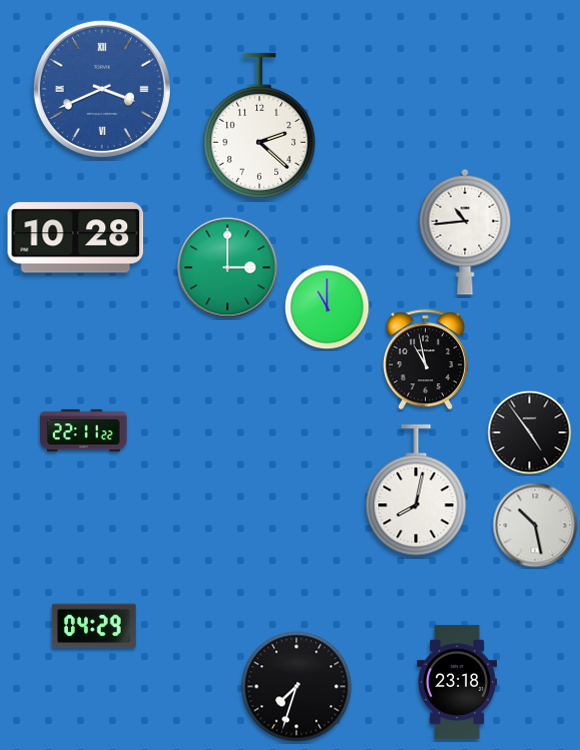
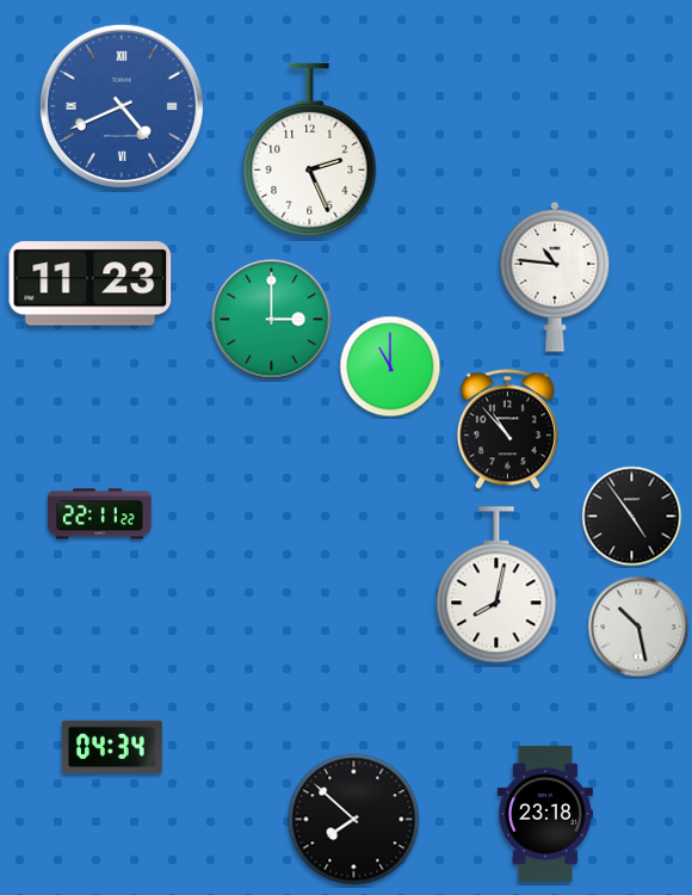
clock at (102, 89): 3:41 -> 4:41
clock at (260, 125): 2:22 -> 2:26
clock at (465, 232): 10:44 -> 10:46
clock at (76, 238): 10:28 -> 11:23
clock at (425, 360): 10:58 -> 10:53
clock at (94, 626): 04:29 -> 04:34
clock at (297, 687): 7:33 -> 7:52
